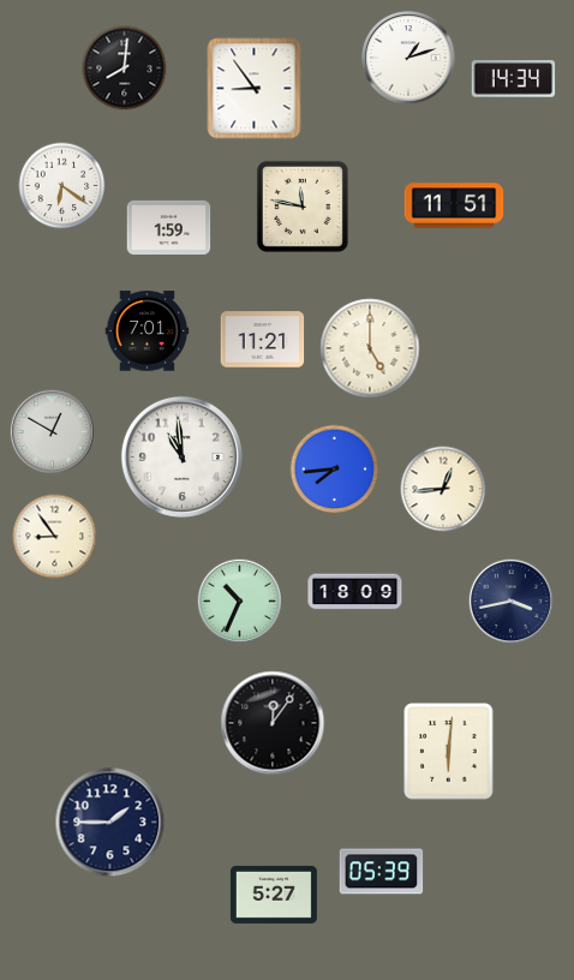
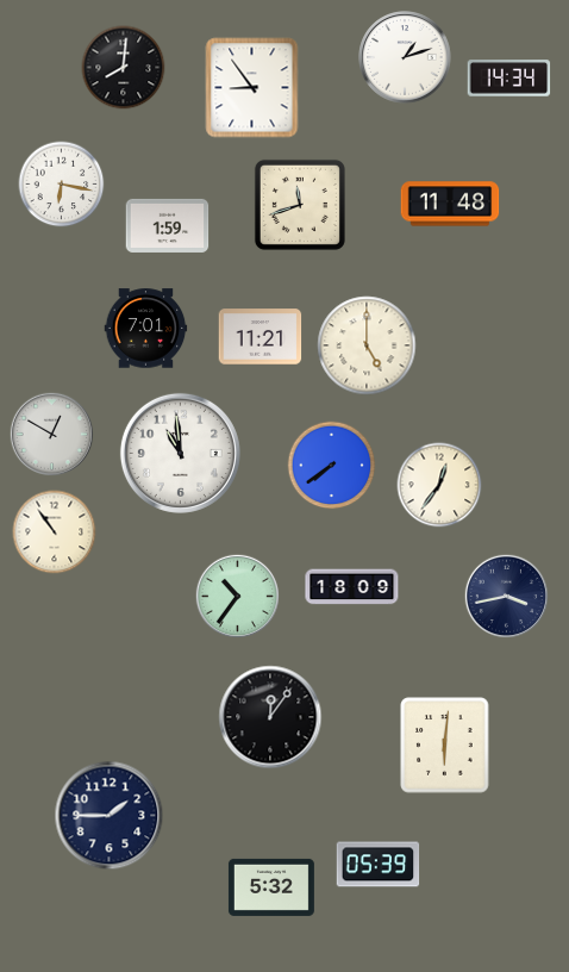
clock at (62, 186): 6:21 -> 6:17
clock at (454, 205): 11:51 -> 11:48
clock at (303, 207): 11:47 -> 11:42
clock at (53, 432) position: (53, 432) -> (52, 435)
clock at (335, 470): 7:44 -> 7:39
clock at (443, 489): 12:44 -> 12:36
clock at (55, 537): 8:54 -> 10:54
clock at (240, 602): 10:34 -> 10:36
clock at (274, 895): 5:27 -> 5:32
